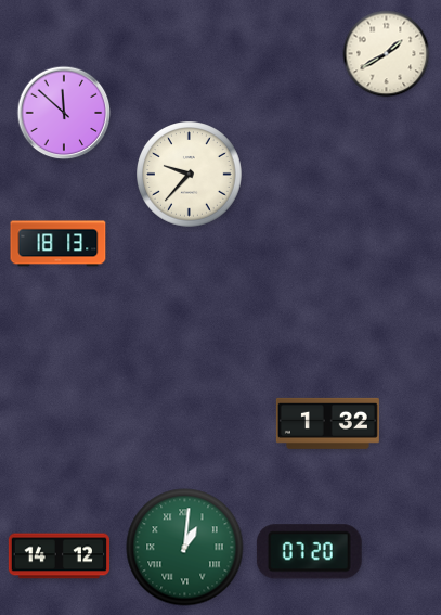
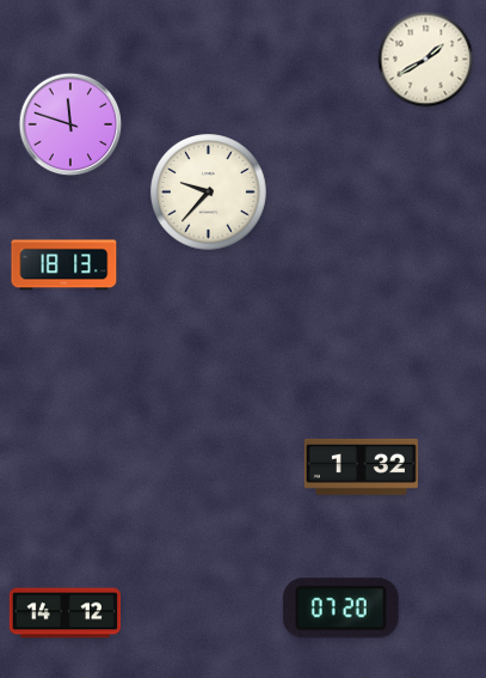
clock at (64, 113): 11:52 -> 11:48
clock at (59, 244) position: (59, 244) -> (64, 265)
clock at (185, 548): 1:01 -> none
